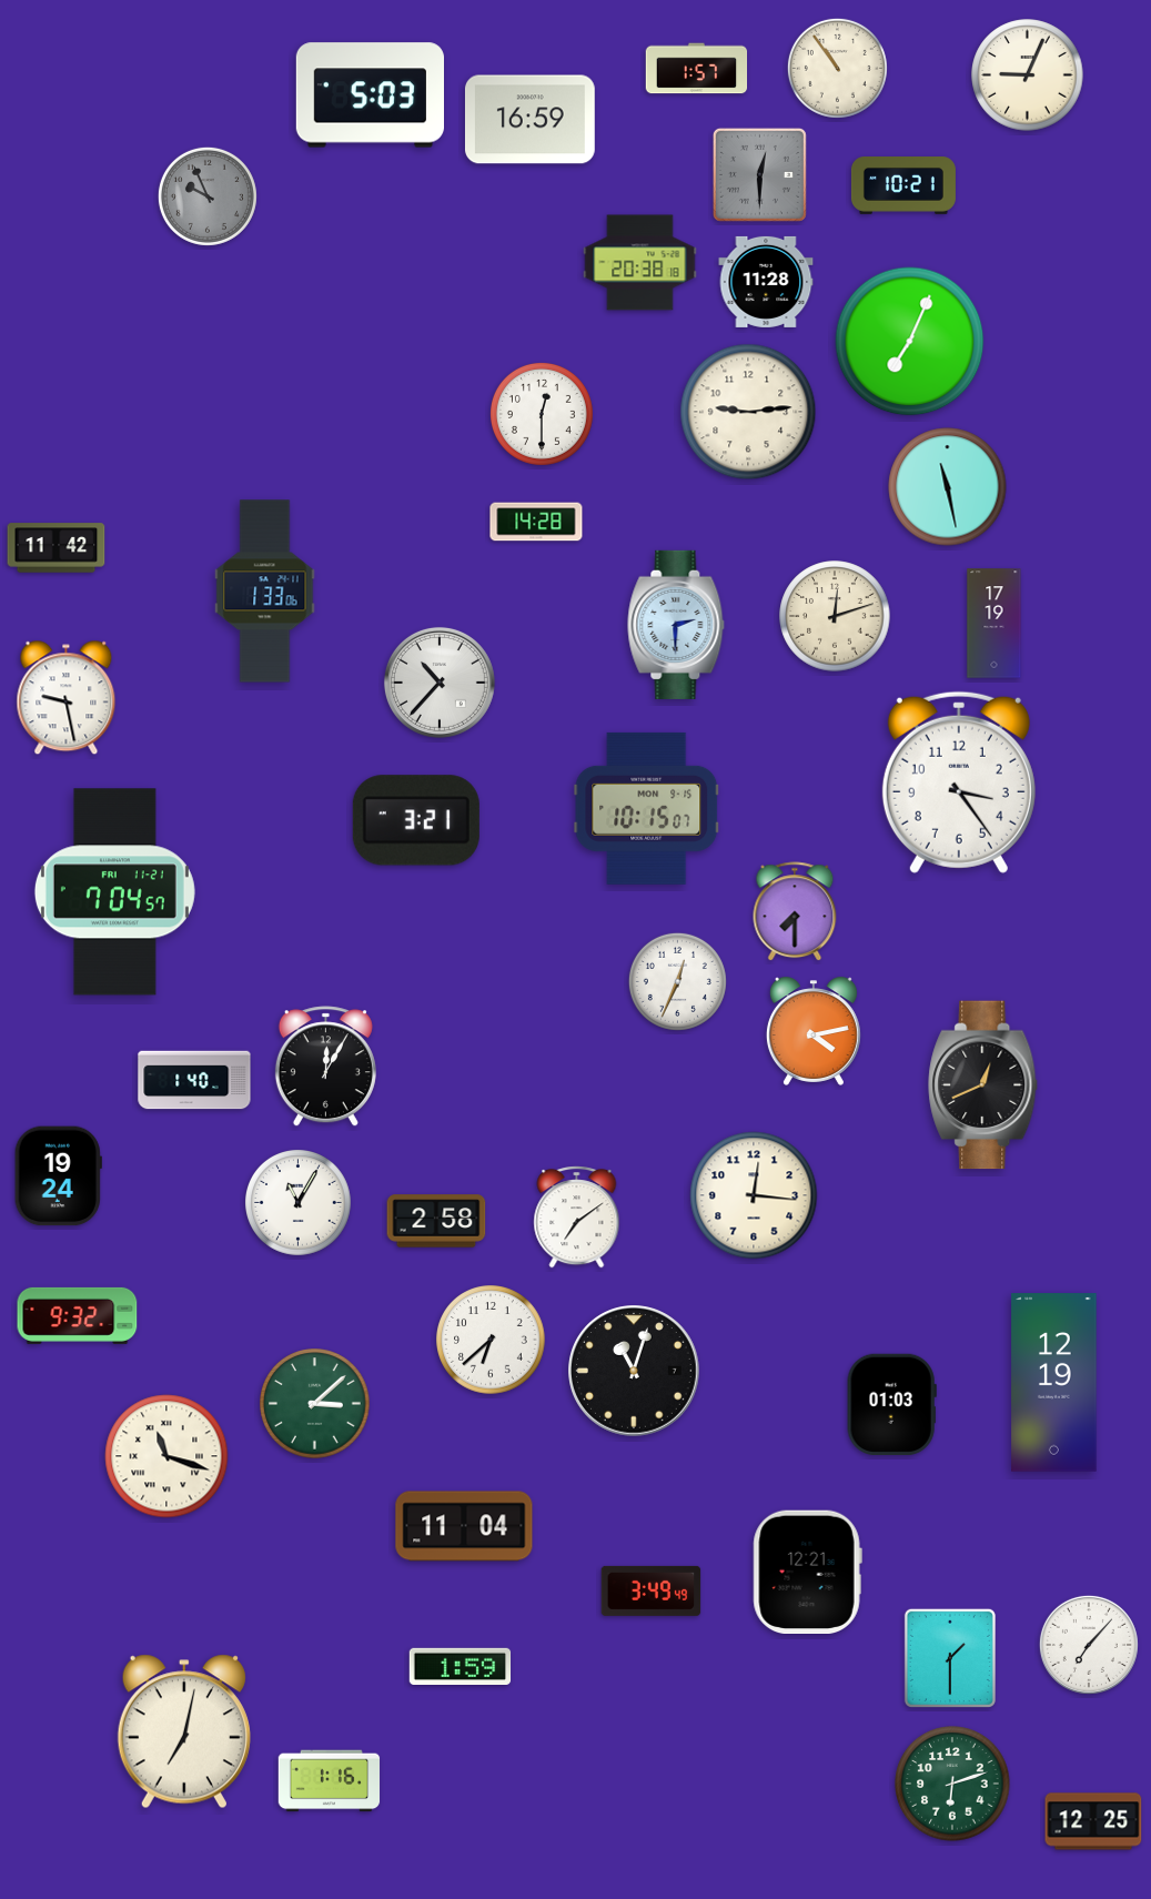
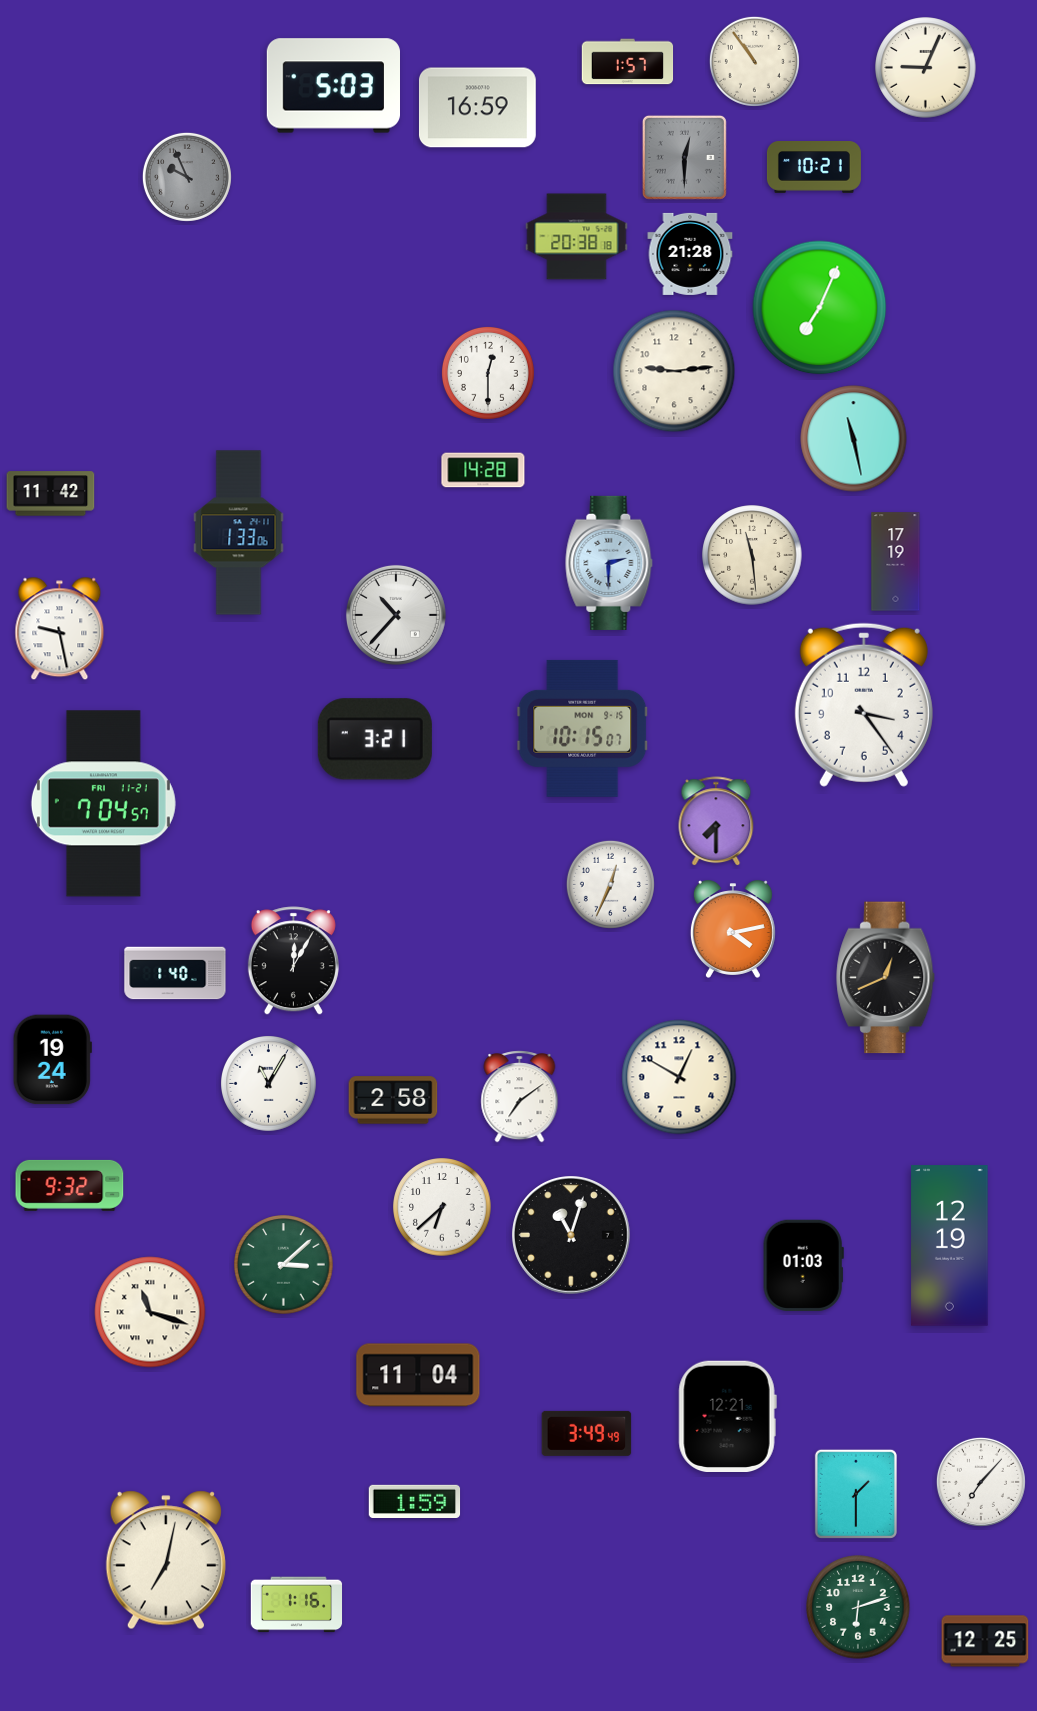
clock at (766, 282): 11:28 -> 21:28
clock at (835, 616): 12:12 -> 11:29
clock at (754, 1195): 12:16 -> 12:50
